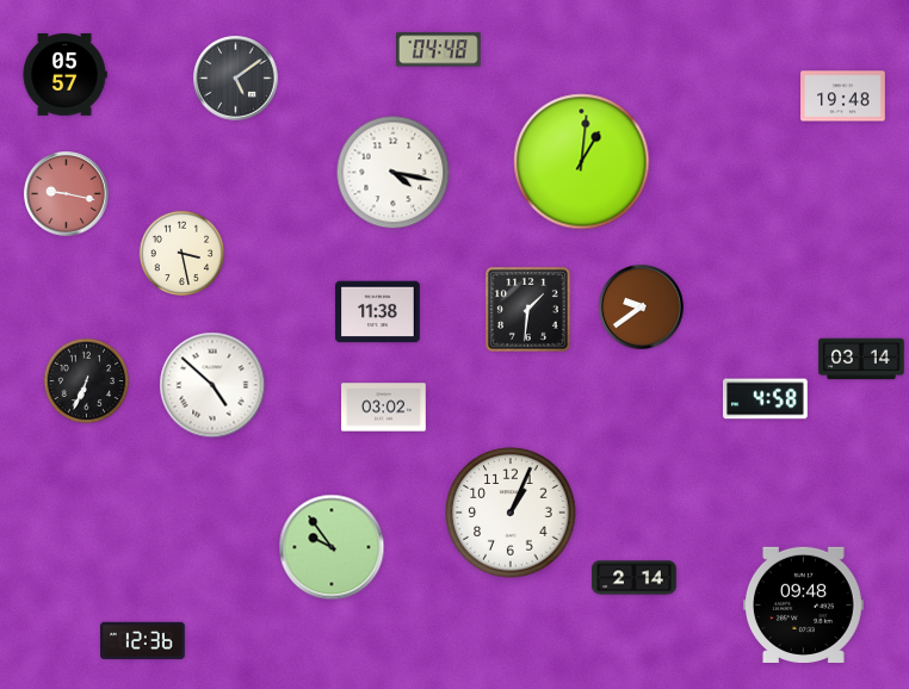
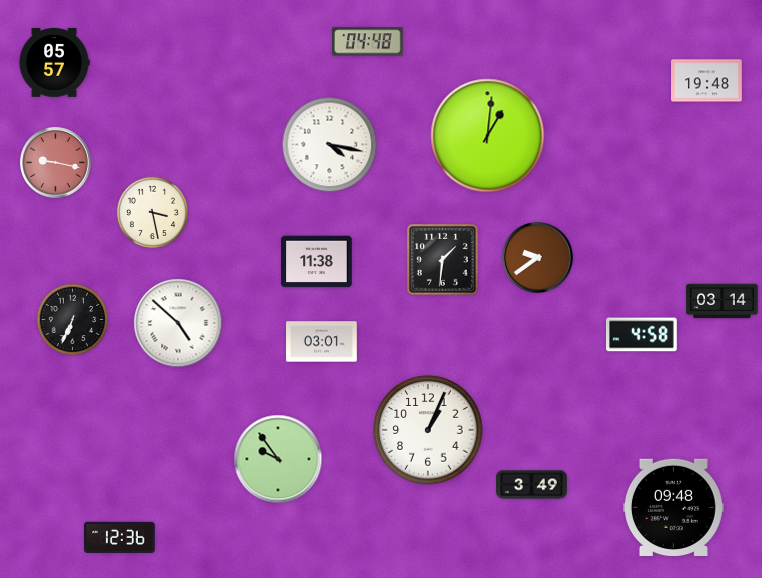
clock at (236, 79): 5:09 -> none
clock at (384, 408): 03:02 -> 03:01
clock at (635, 578): 2:14 -> 3:49
